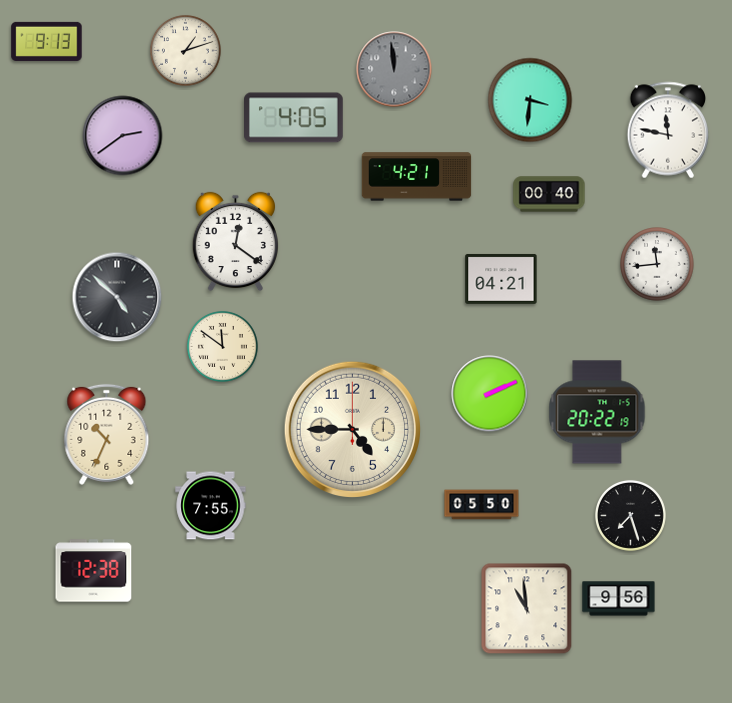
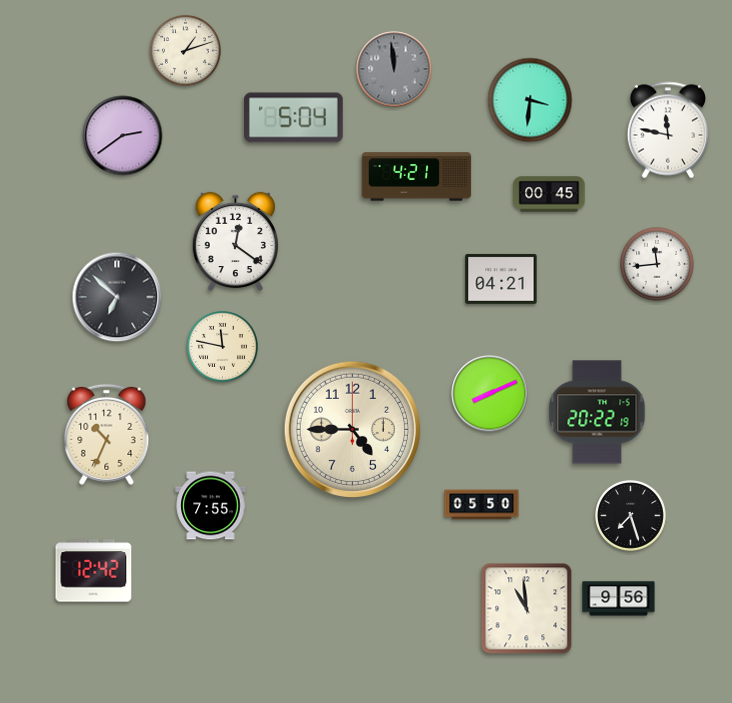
clock at (47, 41): 9:13 -> none
clock at (294, 118): 4:05 -> 5:04
clock at (549, 194): 00:40 -> 00:45
clock at (117, 297): 4:52 -> 6:52
clock at (222, 346): 11:51 -> 11:47
clock at (490, 394): 2:11 -> 8:11
clock at (94, 571): 12:38 -> 12:42
